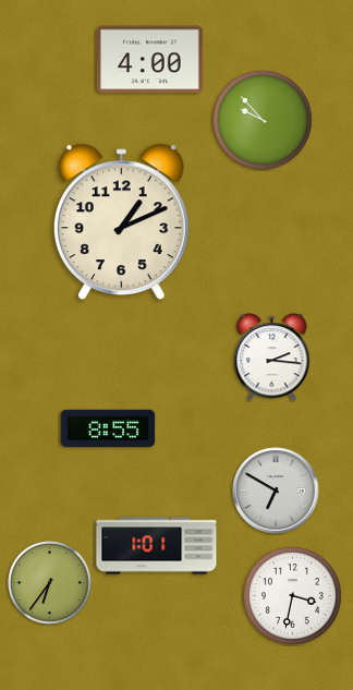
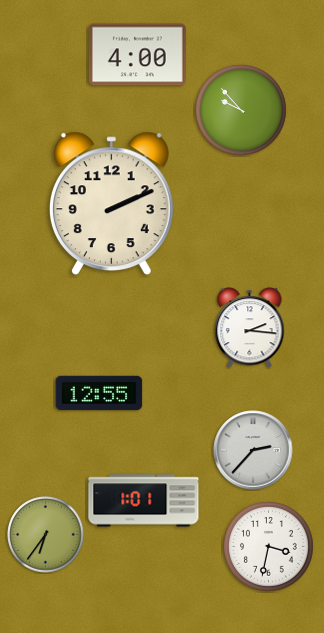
clock at (121, 221): 1:11 -> 2:11
clock at (108, 428): 8:55 -> 12:55
clock at (276, 491): 6:50 -> 2:37
